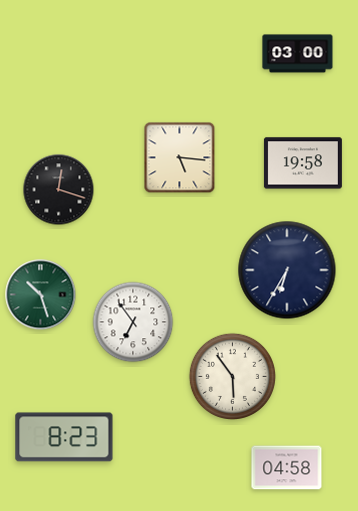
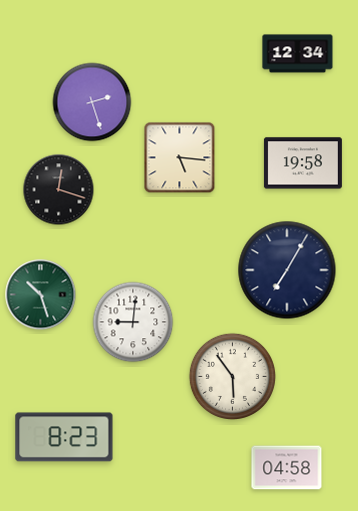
clock at (298, 54): 03:00 -> 12:34
clock at (92, 102): none -> 2:27
clock at (287, 270): 6:35 -> 7:05
clock at (133, 322): 6:54 -> 9:01
